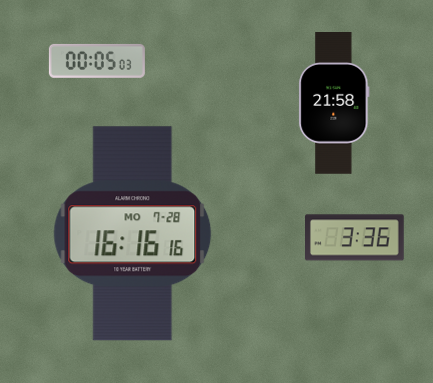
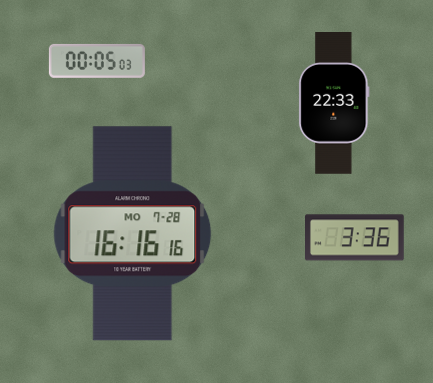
clock at (334, 104): 21:58 -> 22:33
